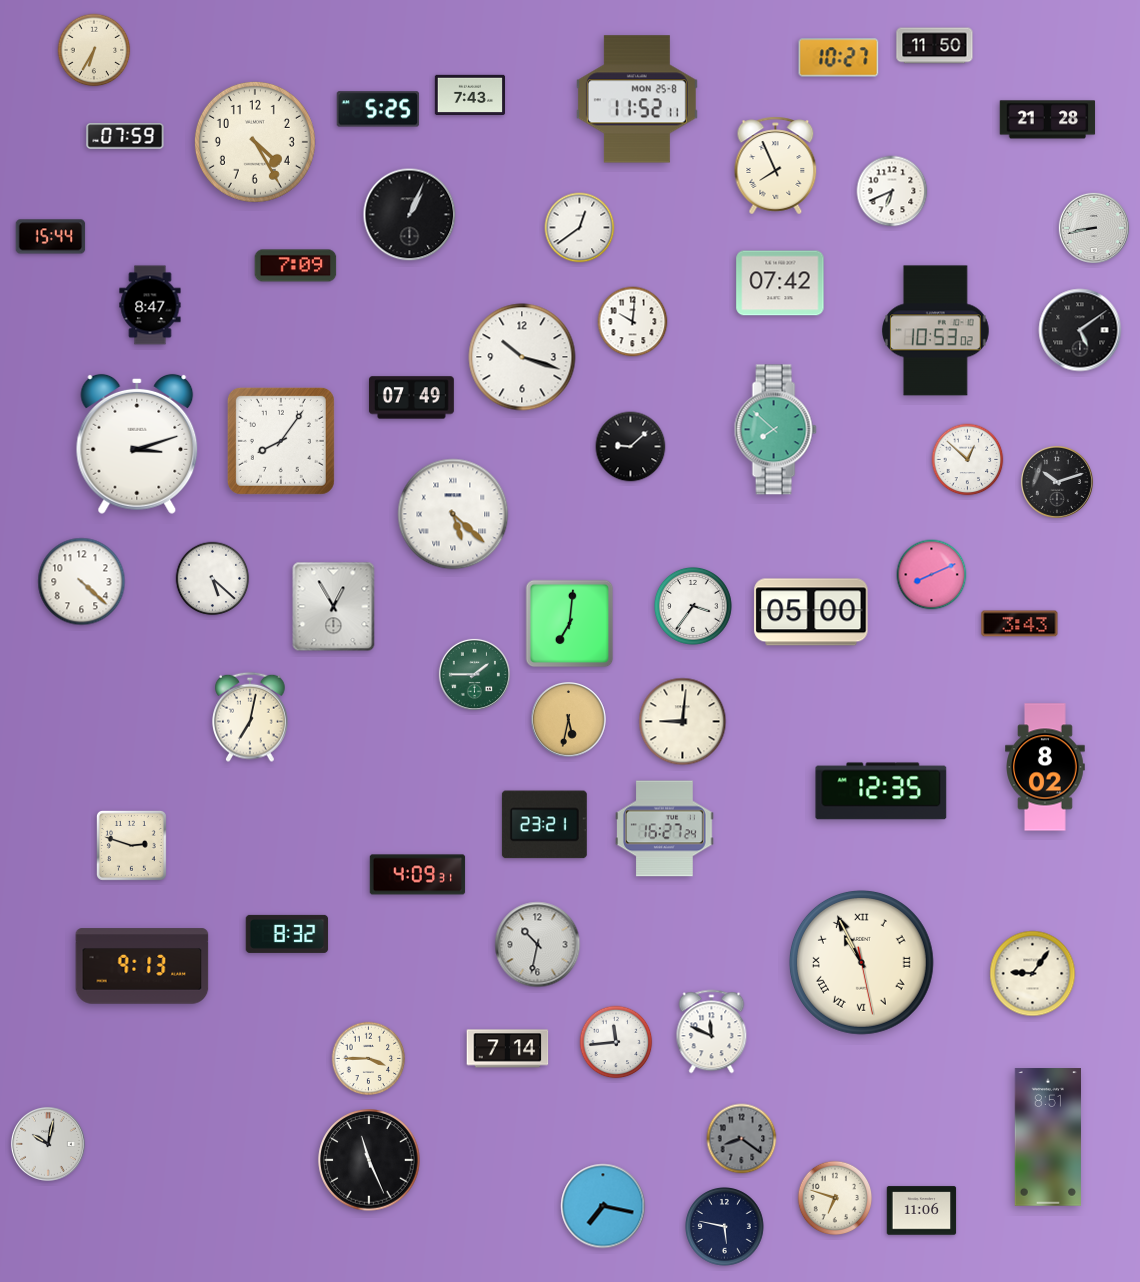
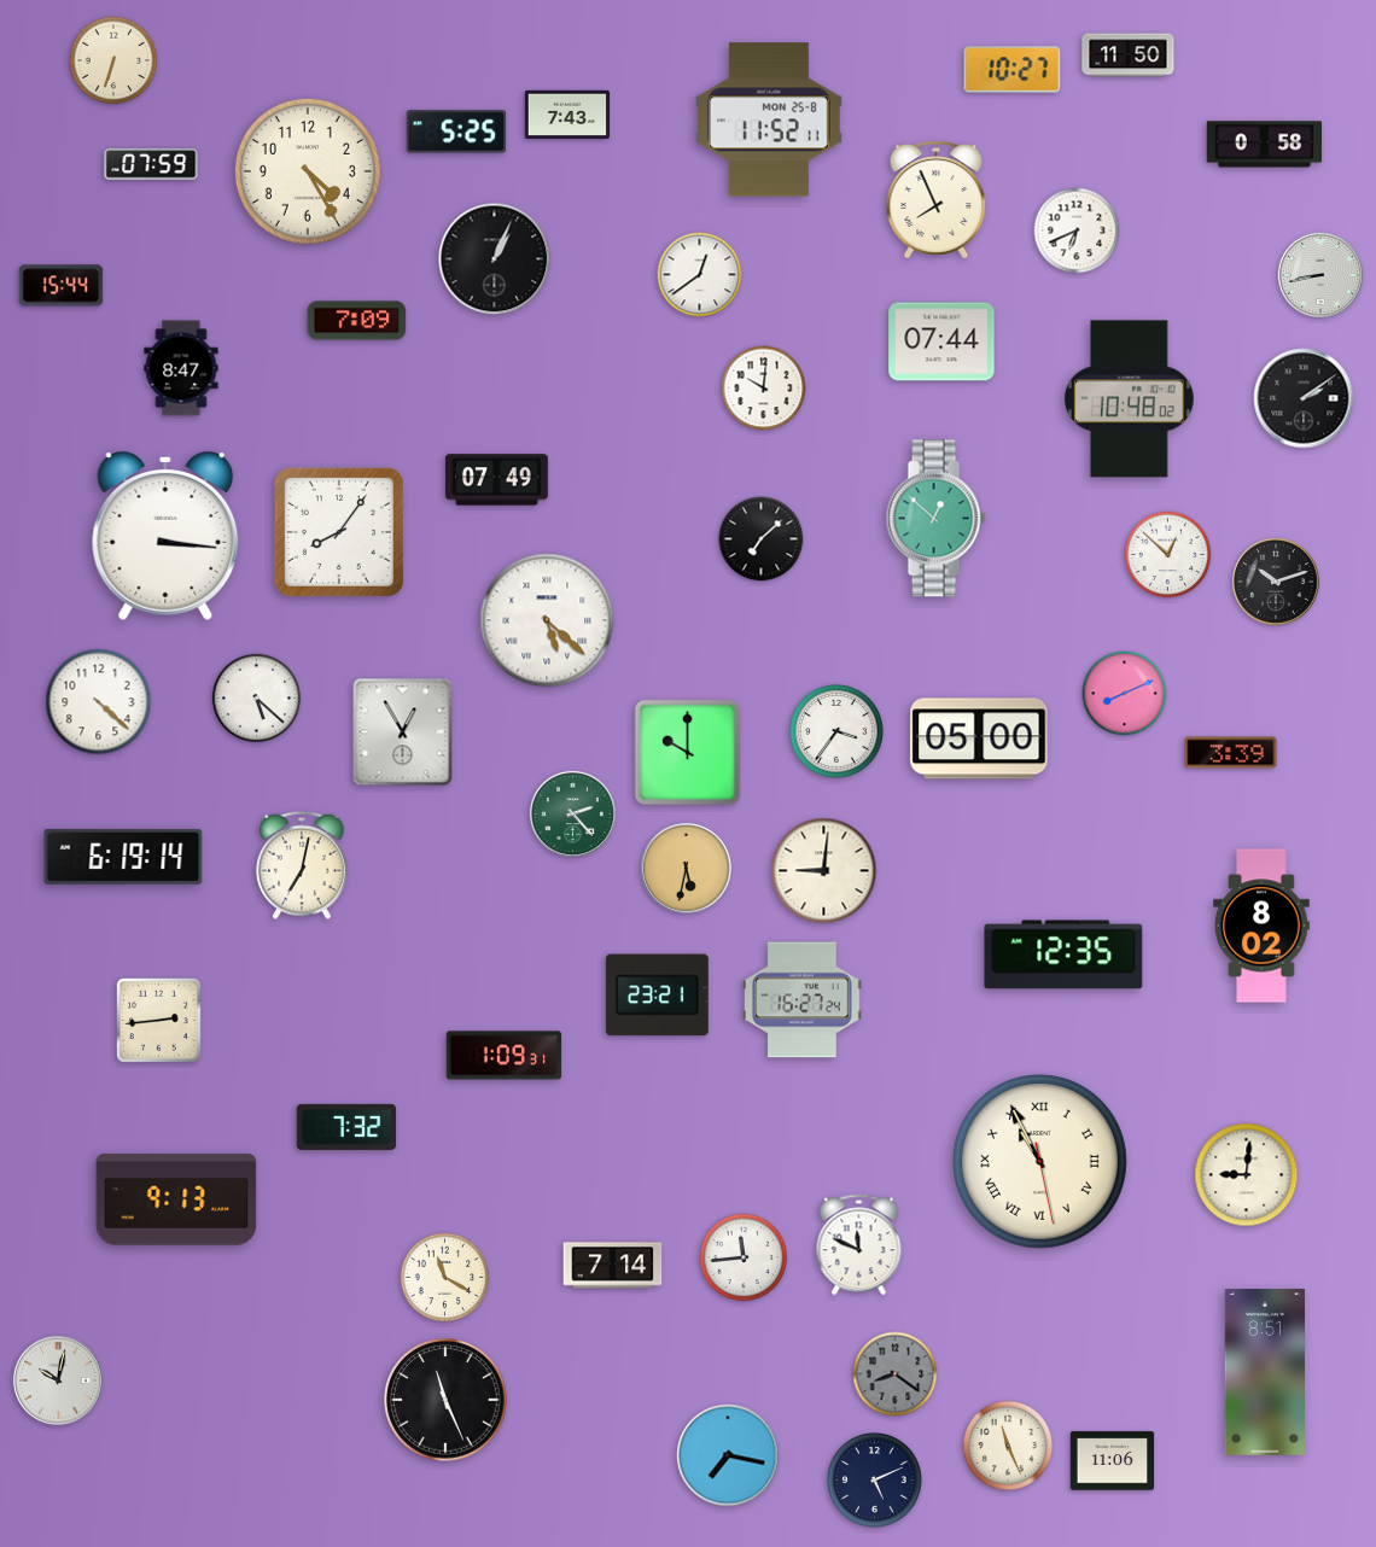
clock at (94, 50): 6:35 -> 6:33
clock at (1048, 120): 21:28 -> 0:58
clock at (780, 283): 07:42 -> 07:44
clock at (1080, 330): 5:09 -> 2:09
clock at (936, 331): 10:53 -> 10:48
clock at (522, 357): 10:18 -> none
clock at (775, 430): 7:52 -> 12:52
clock at (137, 444): 3:12 -> 3:16
clock at (631, 447): 9:08 -> 7:08
clock at (570, 624): 7:01 -> 10:00
clock at (1020, 624): 3:43 -> 3:39
clock at (474, 674): 1:45 -> 2:23
clock at (123, 857): none -> 6:19
clock at (131, 845): 2:48 -> 2:44
clock at (418, 875): 4:09 -> 1:09
clock at (287, 934): 8:32 -> 7:32
clock at (538, 945): 10:32 -> none
clock at (142, 966) position: (142, 966) -> (176, 1199)
clock at (1033, 974): 9:06 -> 9:01
clock at (369, 1059): 3:45 -> 11:20
clock at (835, 1198): 6:48 -> 11:26
clock at (725, 1227): 5:47 -> 5:11
